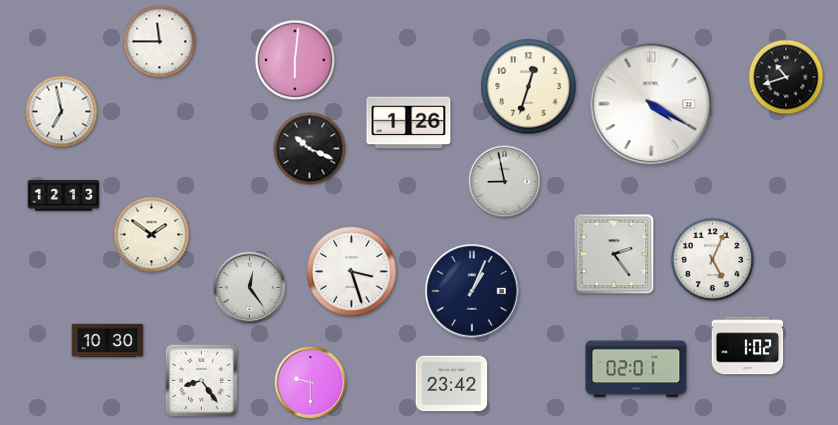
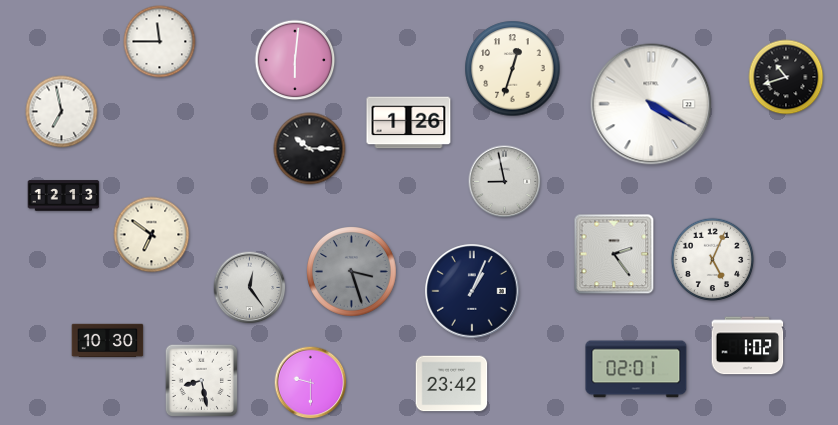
clock at (529, 87) position: (529, 87) -> (513, 69)
clock at (310, 149): 10:19 -> 10:15
clock at (152, 235): 1:51 -> 6:51
clock at (352, 272) dial: white -> grey
clock at (201, 380): 8:24 -> 8:28
